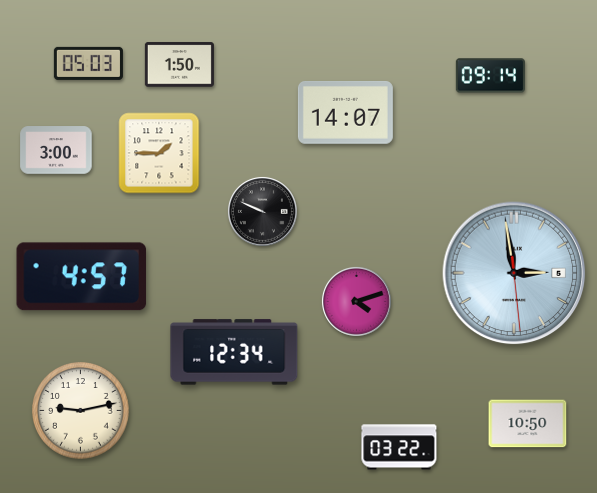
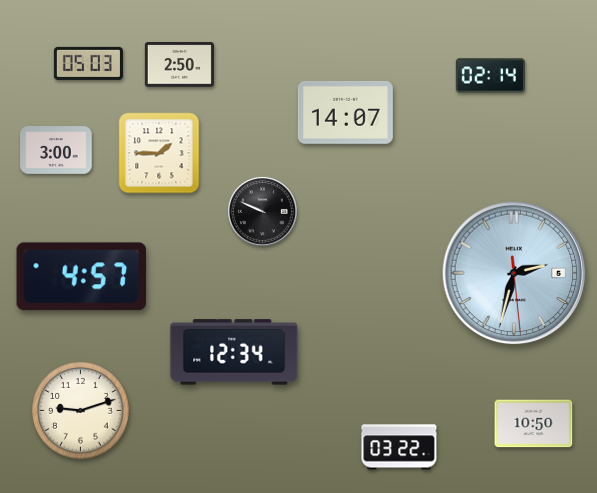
clock at (179, 65): 1:50 -> 2:50
clock at (490, 76): 09:14 -> 02:14
clock at (514, 273): 2:58 -> 2:32
clock at (356, 301): 4:12 -> none
clock at (81, 411): 9:13 -> 9:12
clock at (528, 424) position: (528, 424) -> (534, 424)
